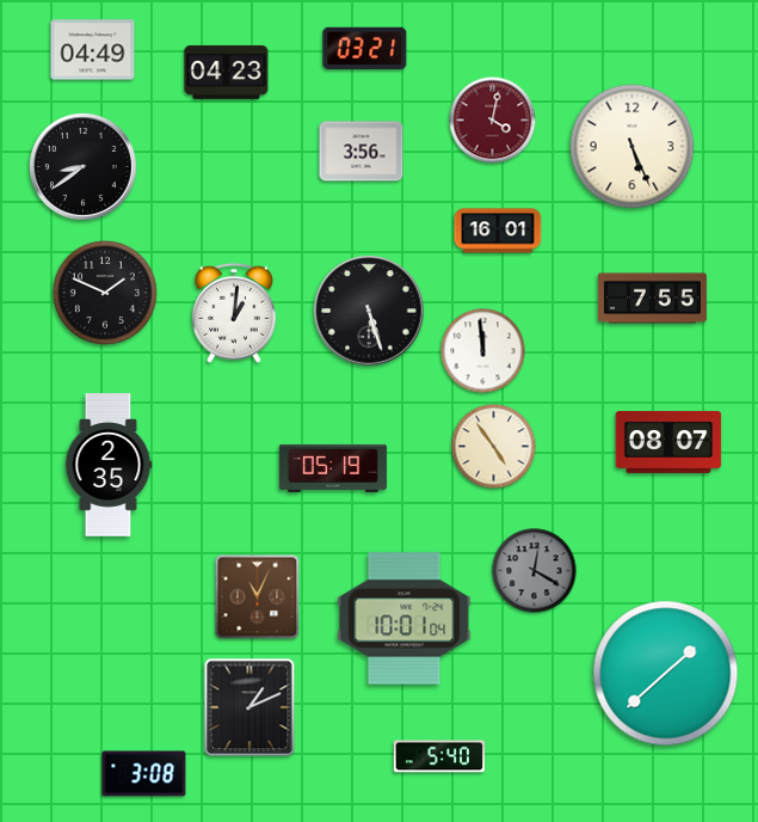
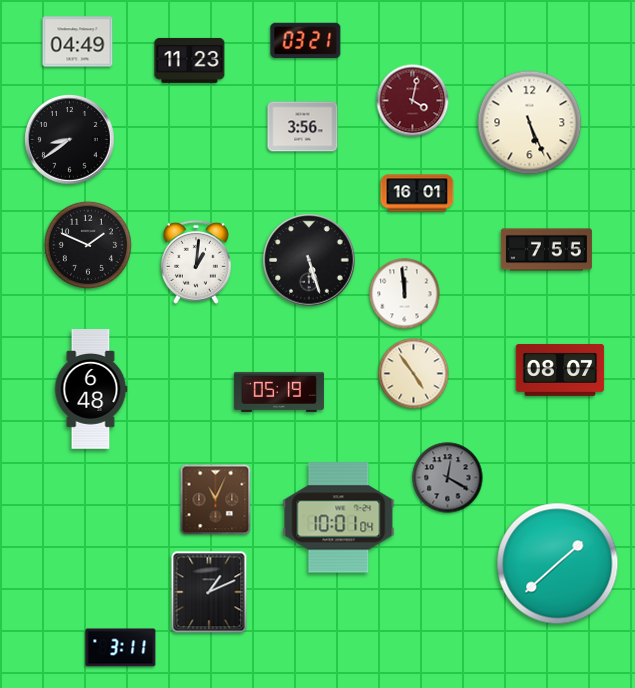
clock at (227, 72): 04:23 -> 11:23
clock at (109, 466): 2:35 -> 6:48
clock at (439, 756): 5:40 -> none
clock at (144, 774): 3:08 -> 3:11
